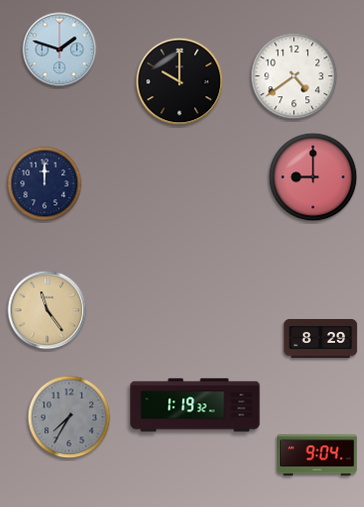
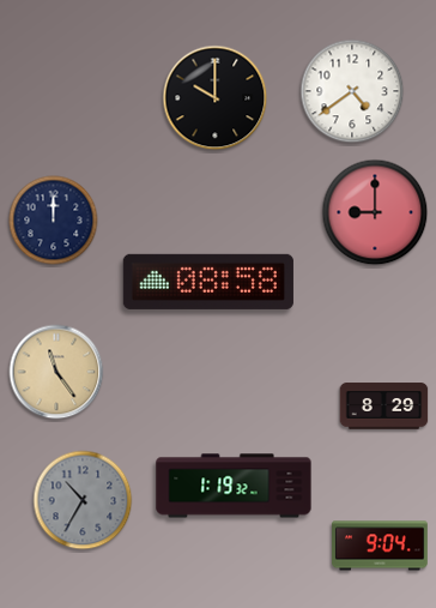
clock at (60, 50): 1:48 -> none
clock at (208, 282): none -> 08:58
clock at (69, 417): 7:35 -> 10:35
